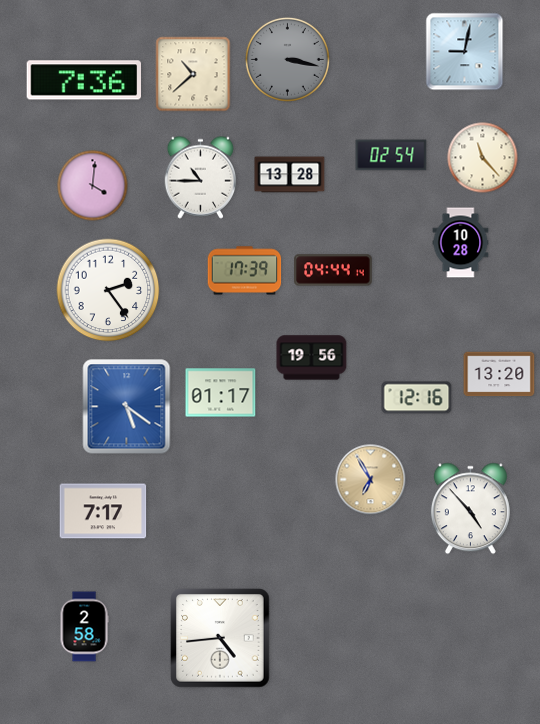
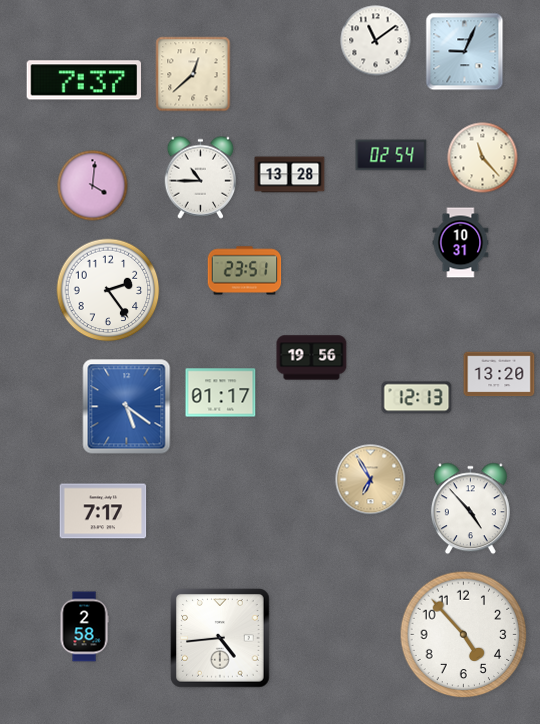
clock at (376, 41): none -> 11:09
clock at (465, 52): 9:02 -> 9:04
clock at (287, 59): 3:17 -> none
clock at (193, 74): 10:38 -> 12:38
clock at (83, 80): 7:36 -> 7:37
clock at (461, 243): 10:28 -> 10:31
clock at (333, 270): 04:44 -> none
clock at (245, 271): 17:39 -> 23:51
clock at (417, 398): 12:16 -> 12:13
clock at (464, 635): none -> 4:53
